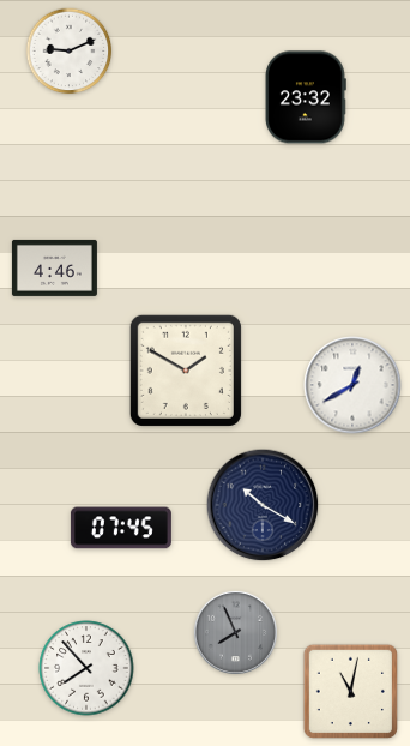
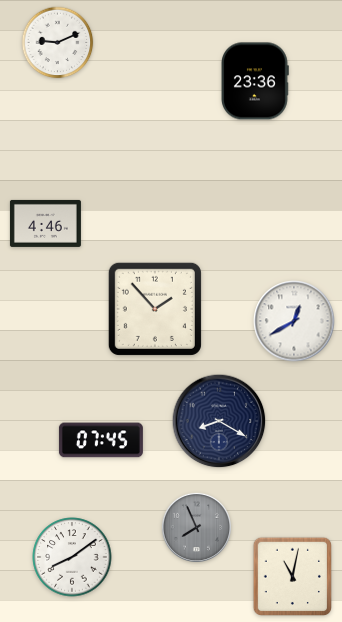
clock at (306, 97): 23:32 -> 23:36
clock at (186, 371): 1:50 -> 1:53
clock at (263, 505): 10:20 -> 8:20
clock at (86, 668): 7:53 -> 8:09
